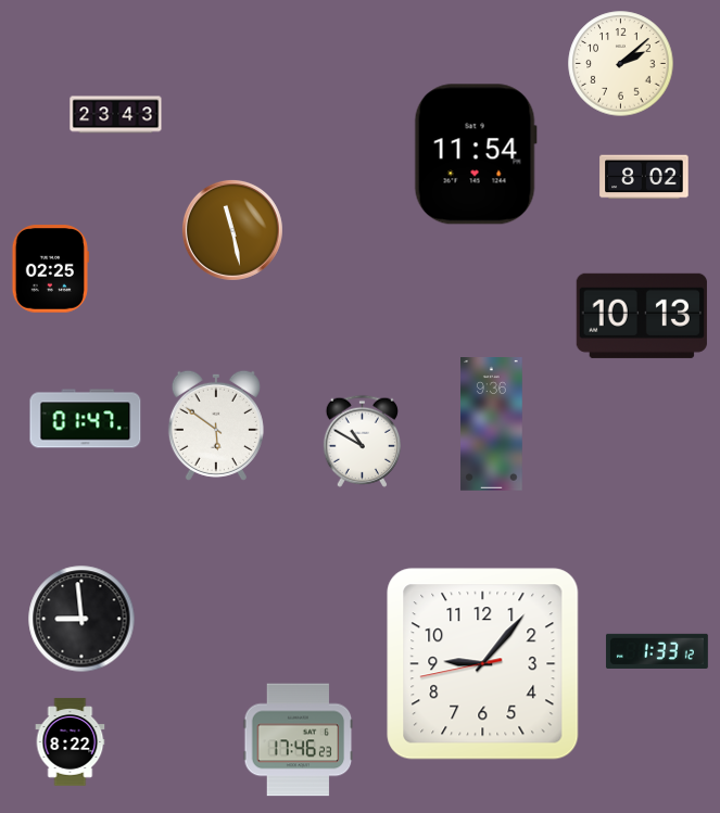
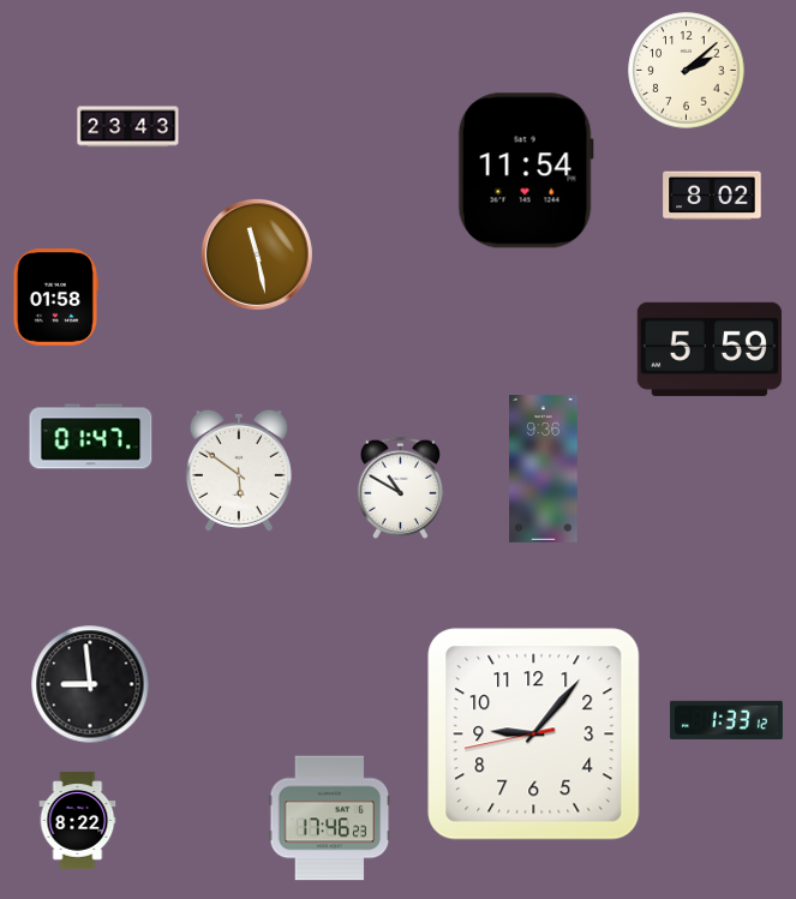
clock at (50, 269): 02:25 -> 01:58
clock at (642, 316): 10:13 -> 5:59
clock at (86, 419) position: (86, 419) -> (91, 437)
